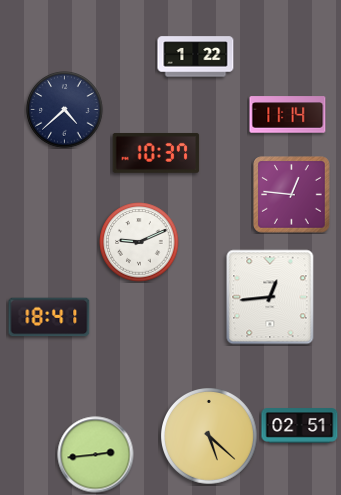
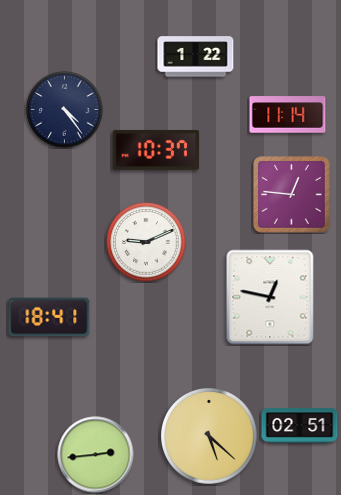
clock at (65, 110): 4:38 -> 4:24
clock at (156, 153) position: (156, 153) -> (156, 150)
clock at (139, 242) position: (139, 242) -> (146, 242)
clock at (270, 297): 12:44 -> 12:47
